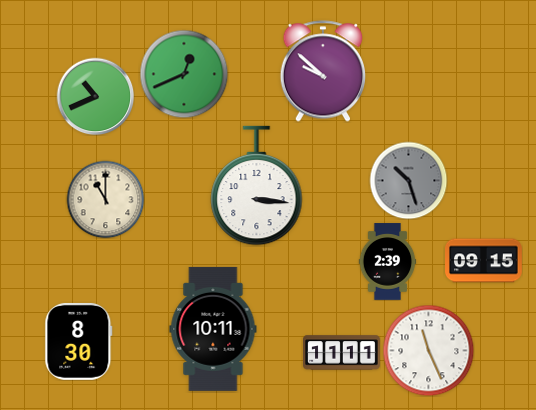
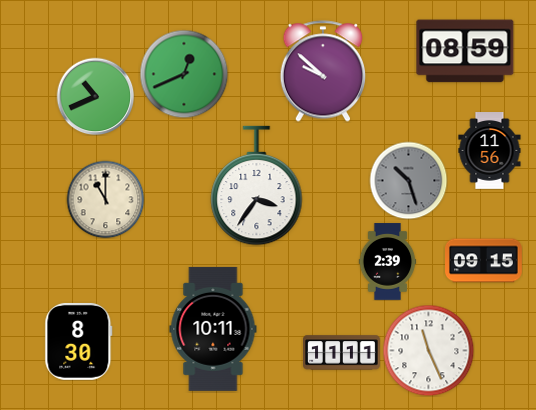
clock at (465, 51): none -> 08:59
clock at (490, 151): none -> 11:56
clock at (257, 186): 3:16 -> 3:36
